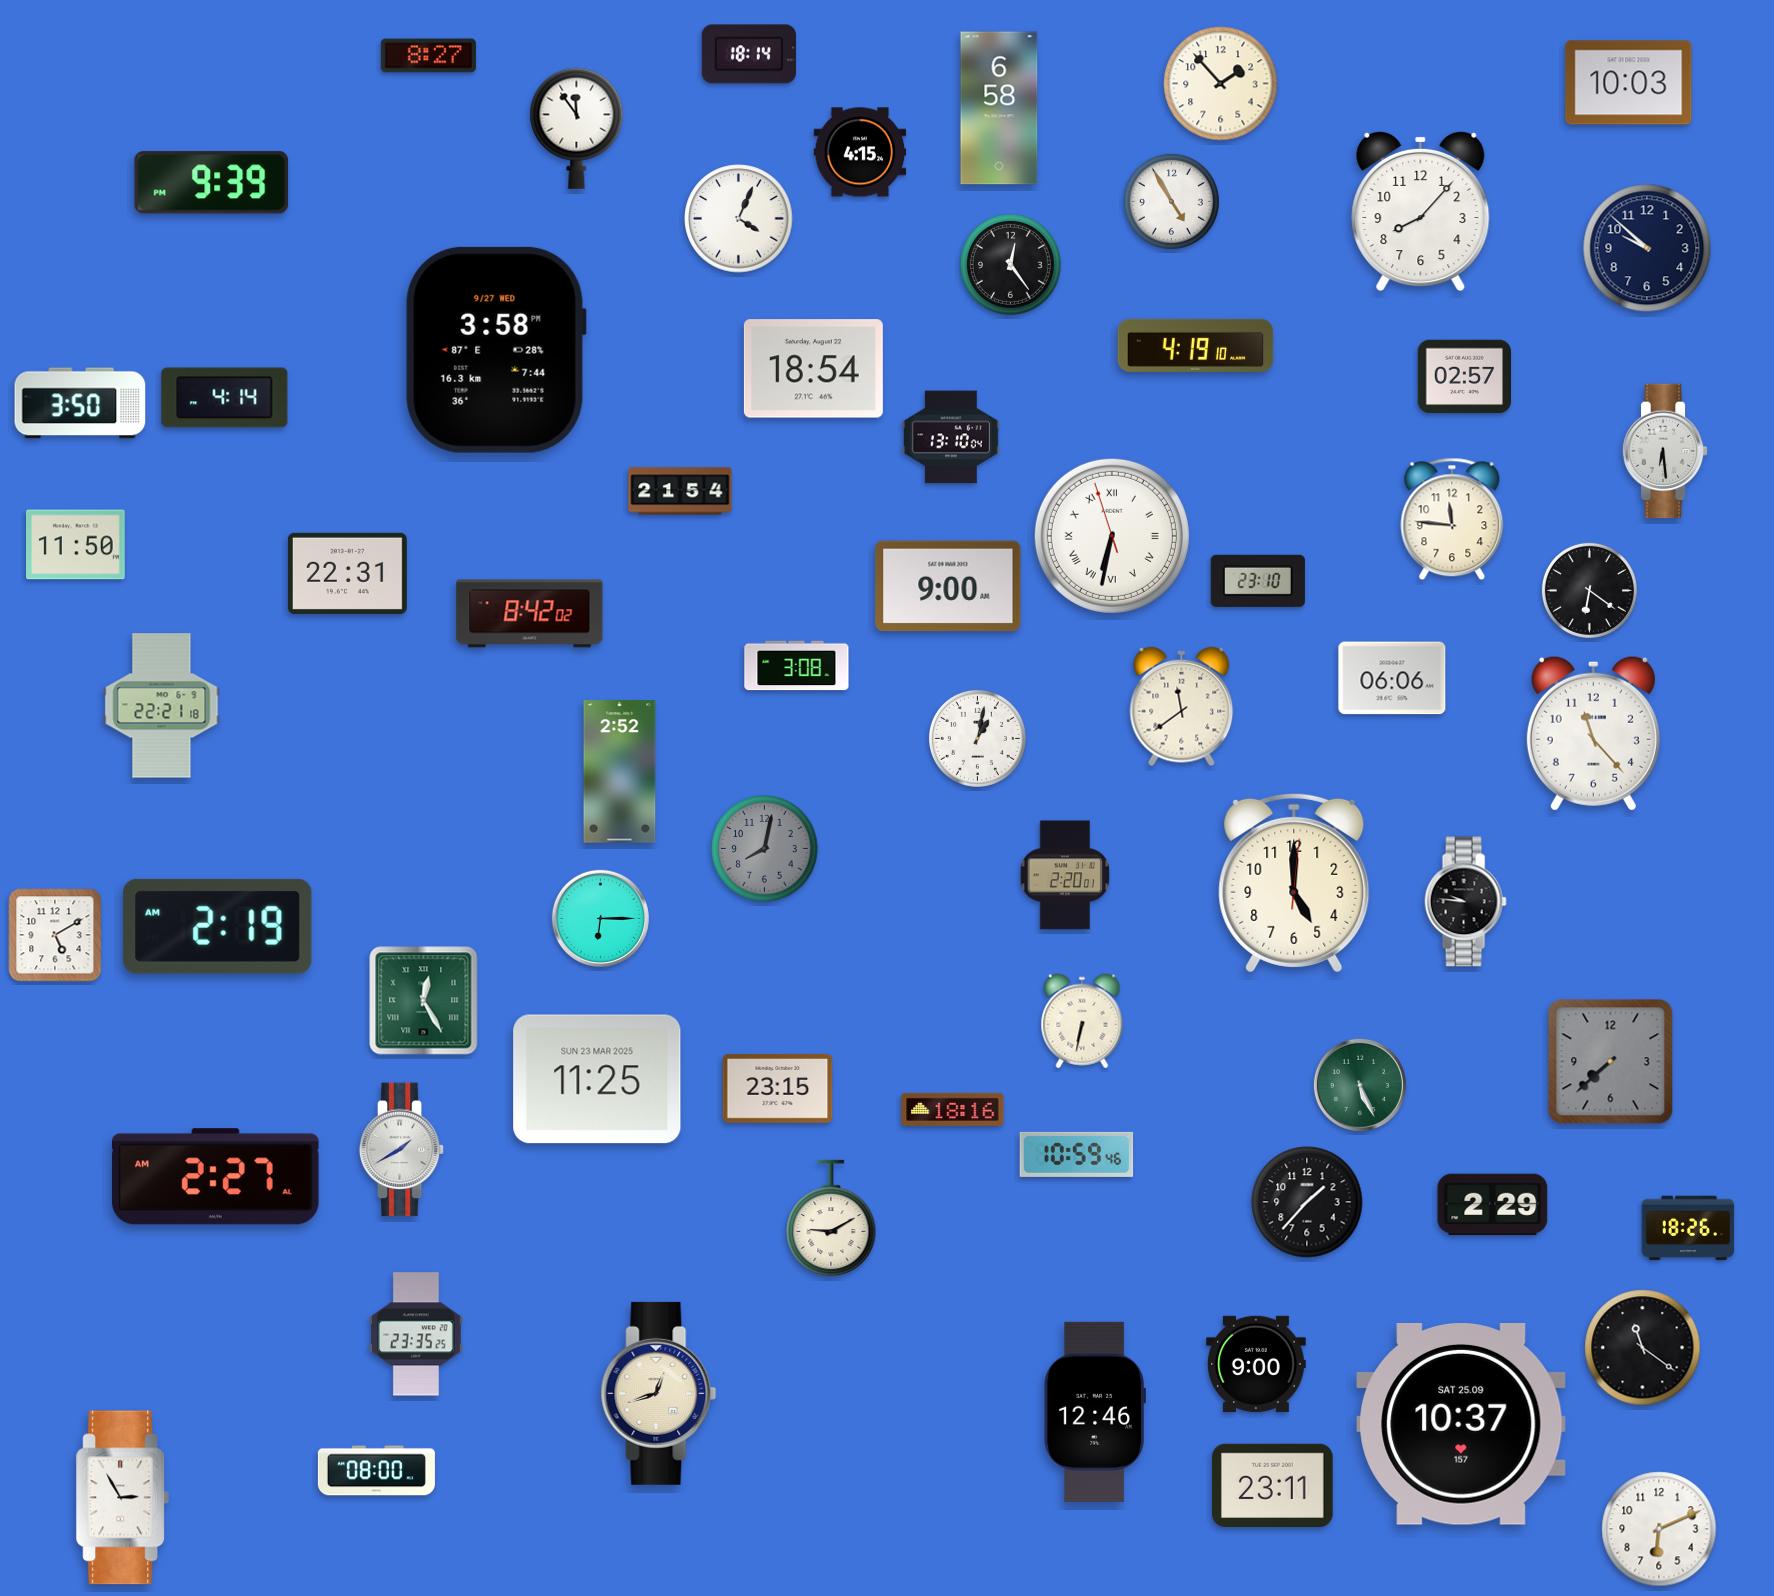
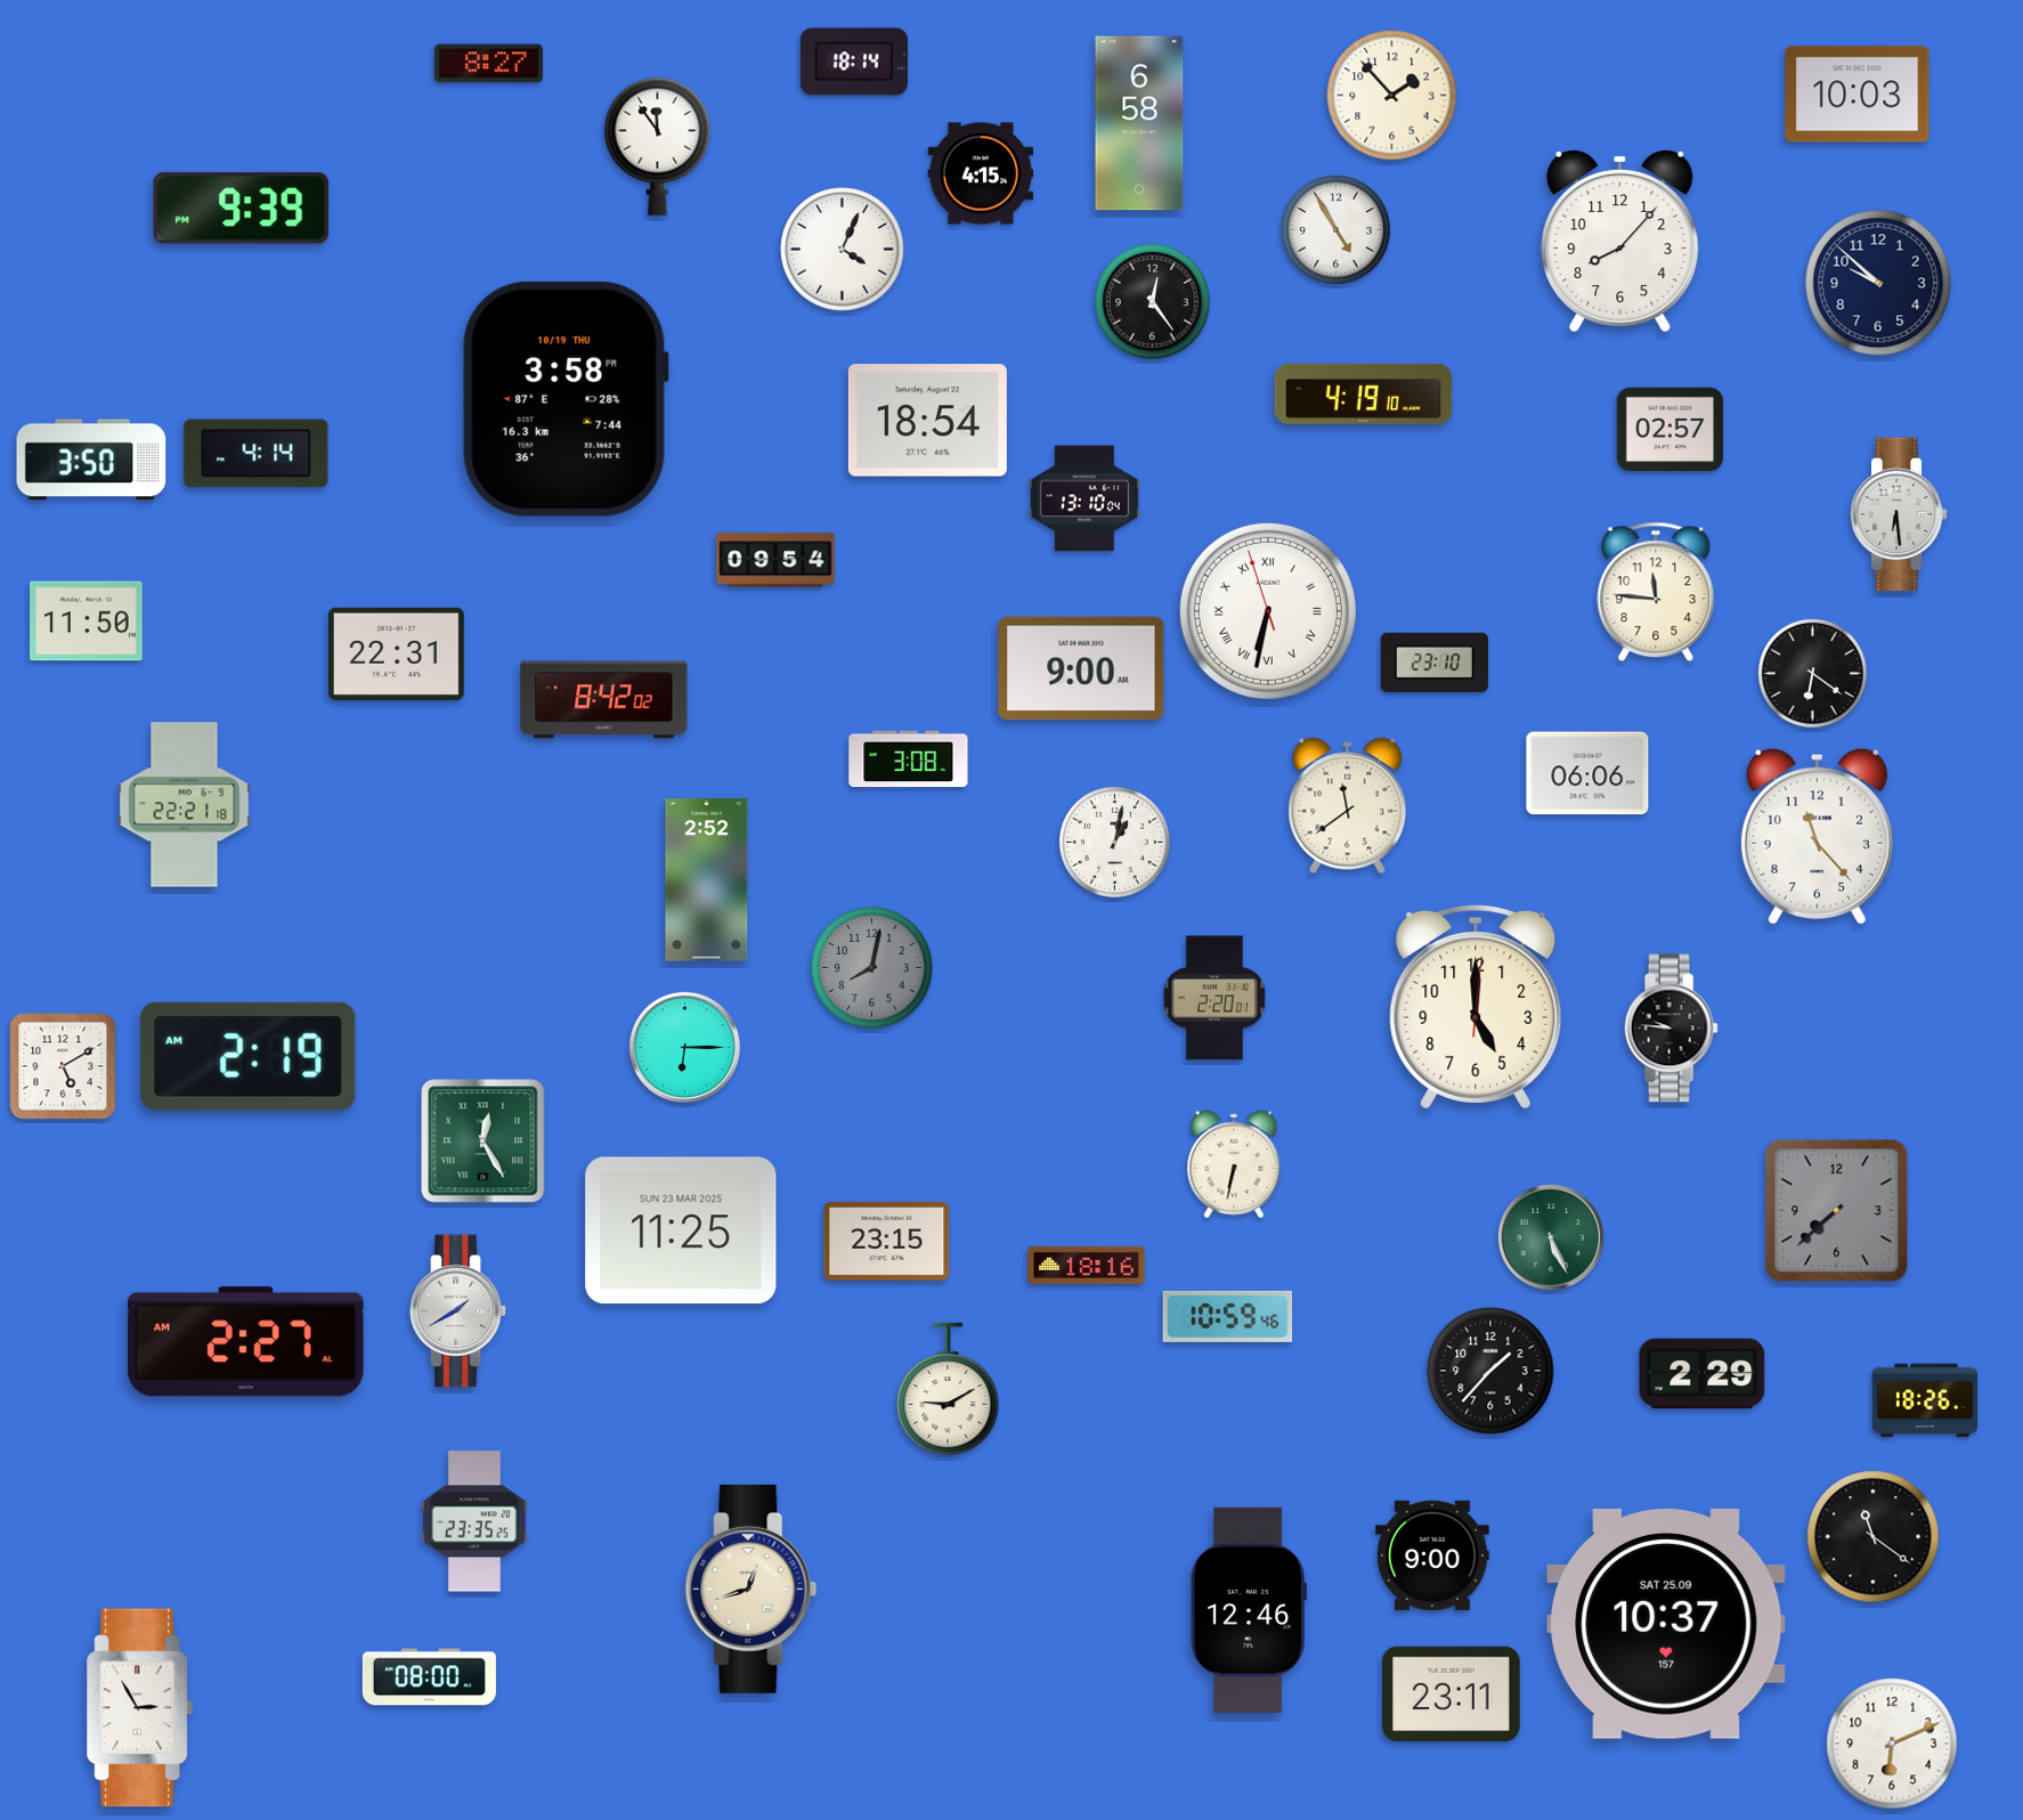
clock at (496, 350) date: 9/27 WED -> 10/19 THU
clock at (680, 491): 21:54 -> 09:54
